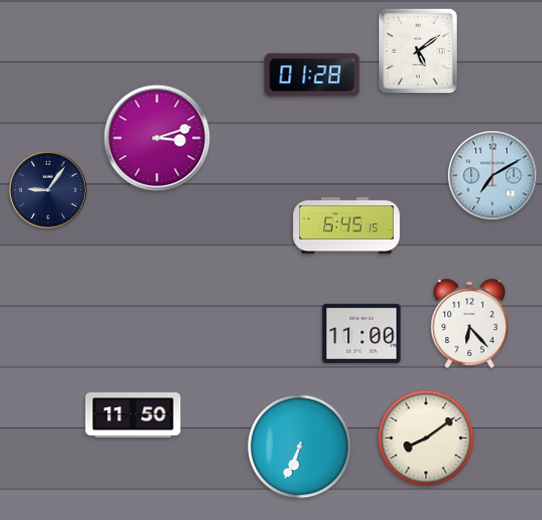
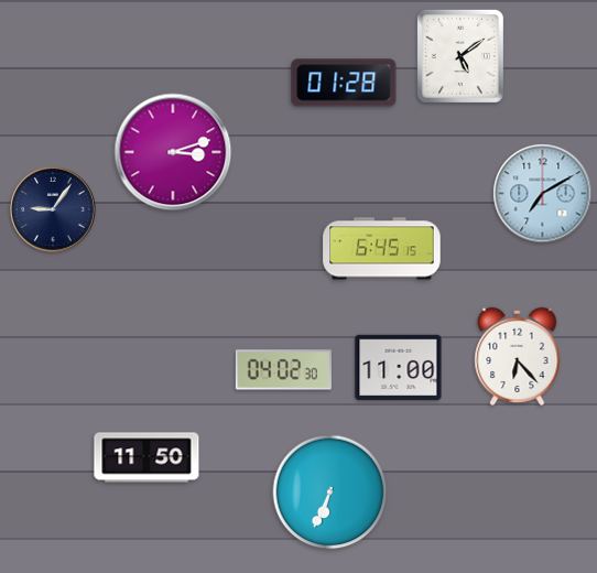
clock at (283, 370): none -> 04:02
clock at (426, 438): 8:09 -> none
